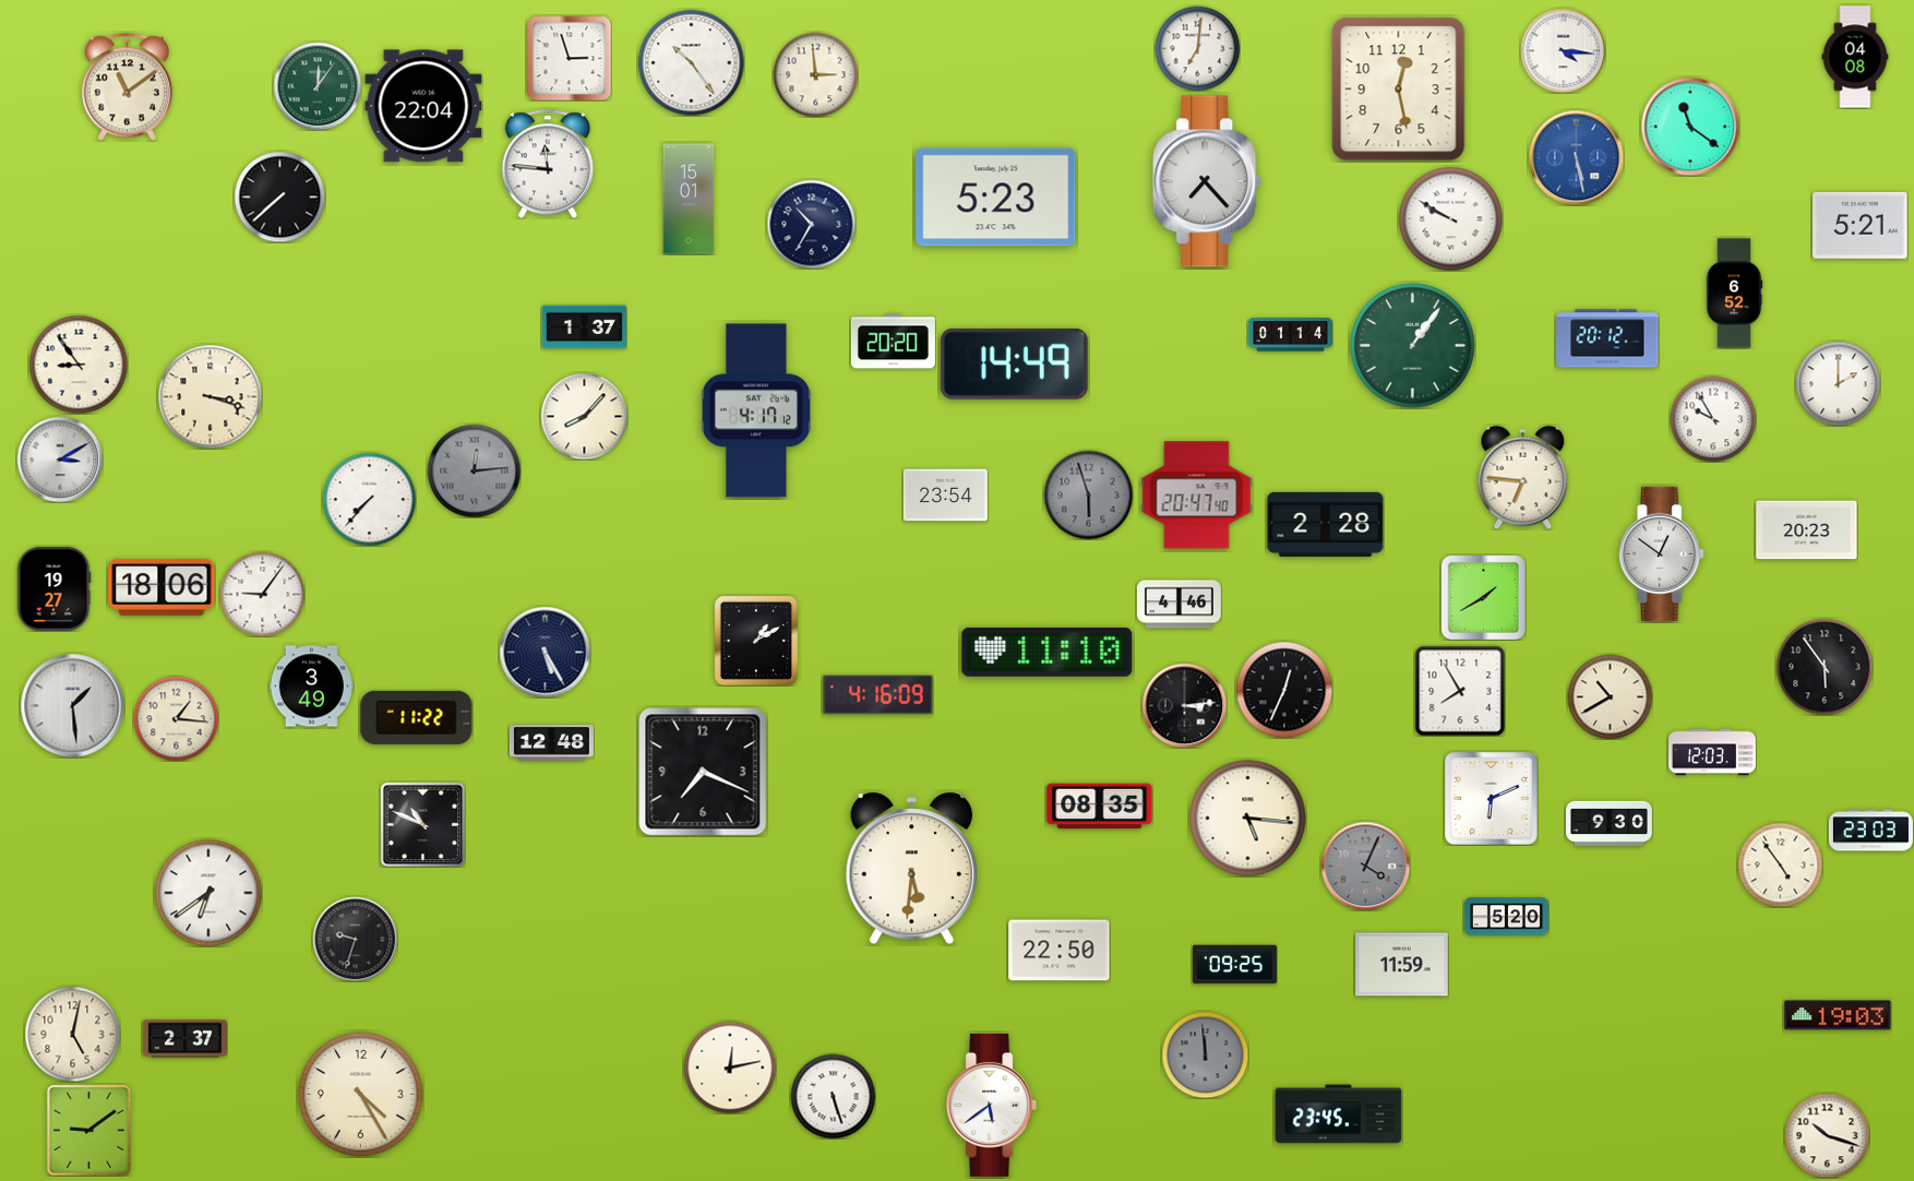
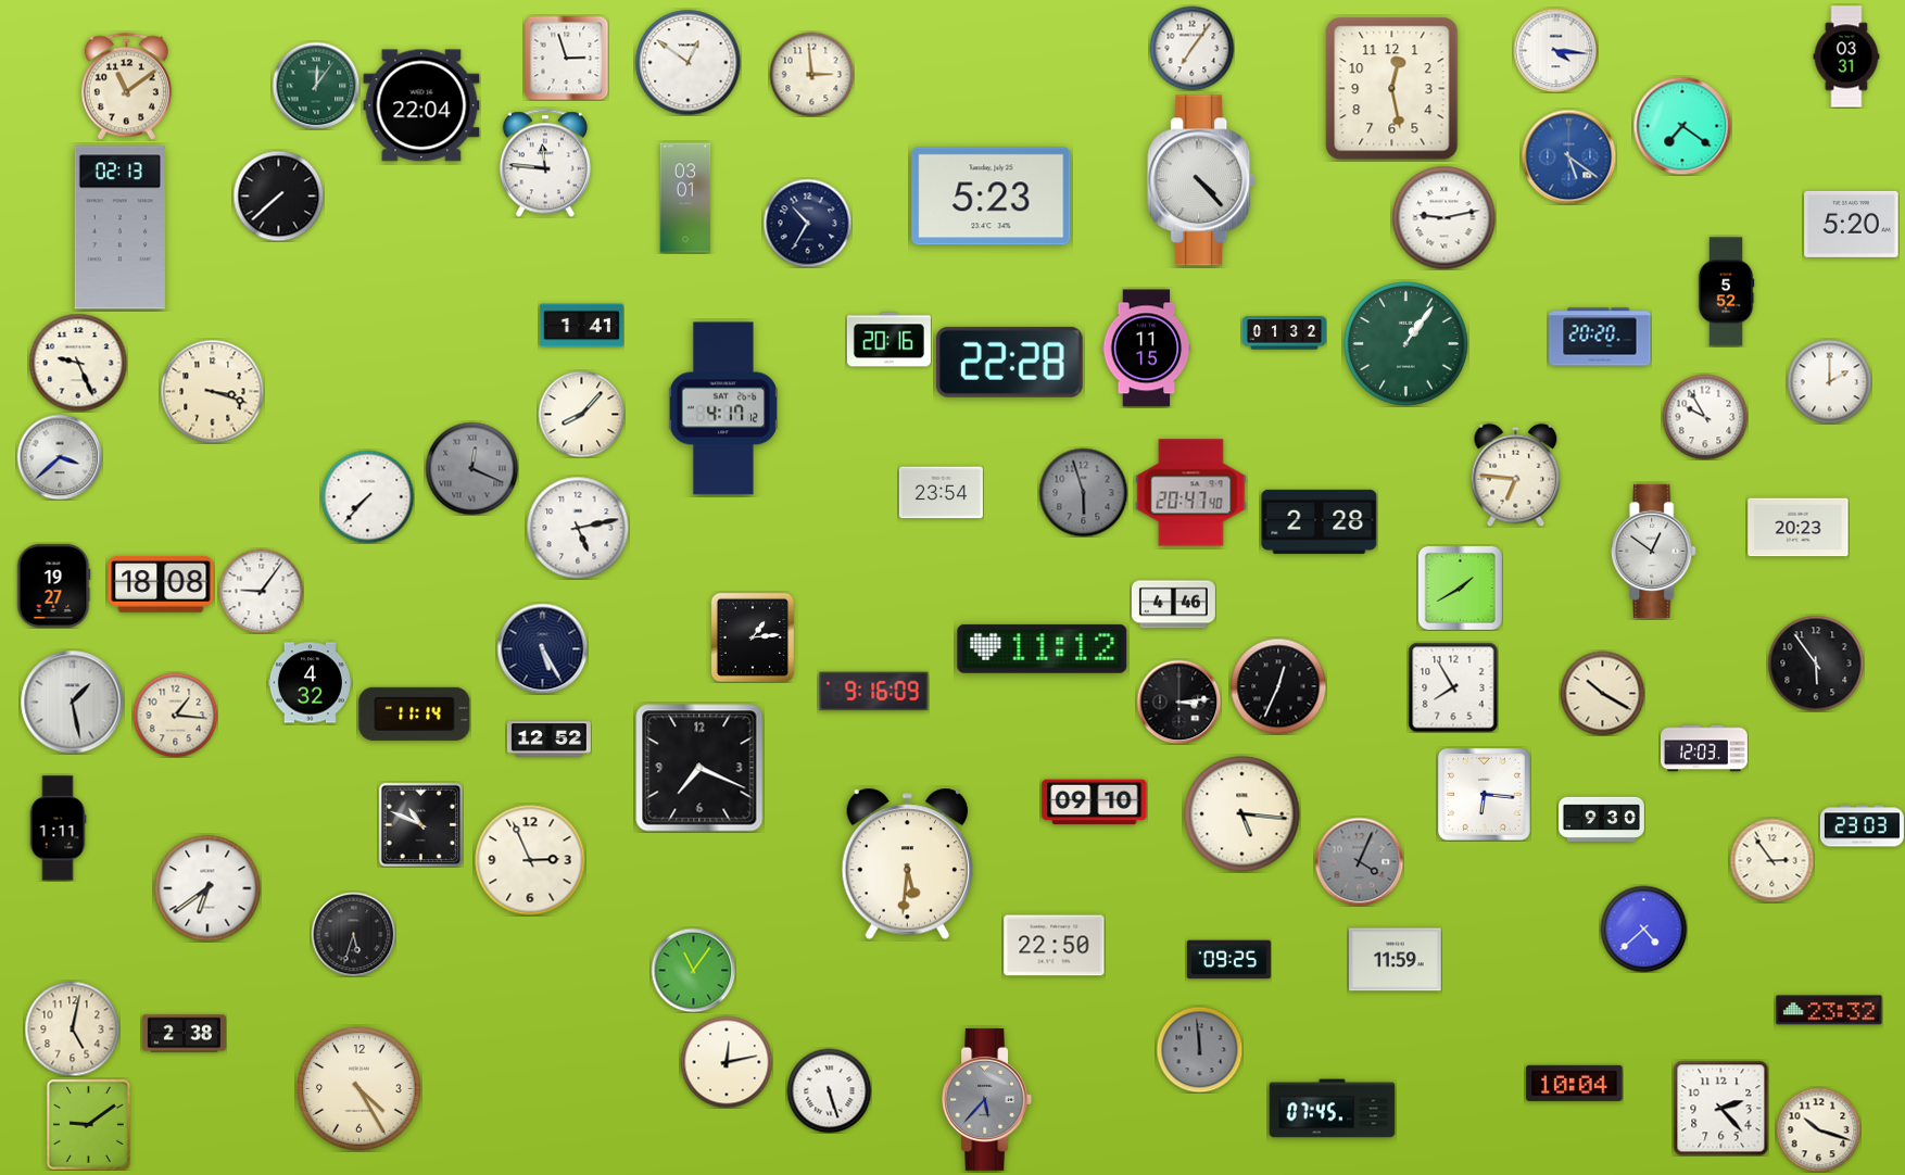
clock at (1197, 48): 7:01 -> 7:06
clock at (1855, 57): 04:08 -> 03:31
clock at (691, 62): 10:24 -> 12:51
clock at (1690, 127): 11:21 -> 7:21
clock at (1576, 157): 5:28 -> 5:21
clock at (1208, 181): 7:23 -> 4:23
clock at (689, 199): 15:01 -> 03:01
clock at (1450, 218): 9:50 -> 9:13
clock at (1861, 225): 5:21 -> 5:20
clock at (119, 228): none -> 02:13
clock at (1734, 294): 6:52 -> 5:52
clock at (584, 327): 1:37 -> 1:41
clock at (1290, 335): 01:14 -> 01:32
clock at (1607, 338): 20:12 -> 20:20
clock at (893, 342): 20:20 -> 20:16
clock at (1147, 349): none -> 11:15
clock at (1014, 363): 14:49 -> 22:28
clock at (79, 365): 8:54 -> 9:26
clock at (210, 396) position: (210, 396) -> (212, 391)
clock at (756, 410) position: (756, 410) -> (723, 408)
clock at (60, 460): 3:10 -> 3:38
clock at (474, 470): 12:14 -> 12:19
clock at (578, 528): none -> 5:13
clock at (162, 587): 18:06 -> 18:08
clock at (1483, 597) position: (1483, 597) -> (1460, 587)
clock at (1179, 605) position: (1179, 605) -> (1173, 605)
clock at (756, 640): 1:10 -> 1:14
clock at (1048, 652): 11:10 -> 11:12
clock at (311, 687): 3:49 -> 4:32
clock at (878, 695): 4:16 -> 9:16
clock at (1610, 696): 10:40 -> 10:20
clock at (72, 705): 1:29 -> 1:28
clock at (417, 717): 11:22 -> 11:14
clock at (551, 743): 12:48 -> 12:52
clock at (1492, 799): 6:11 -> 6:16
clock at (1100, 807): 08:35 -> 09:10
clock at (422, 824) position: (422, 824) -> (420, 824)
clock at (58, 829): none -> 1:11
clock at (530, 860): none -> 2:56
clock at (1780, 864): 4:54 -> 2:54
clock at (1506, 917): 5:20 -> none
clock at (1643, 928): none -> 4:38
clock at (355, 939): 9:33 -> 5:33
clock at (693, 970): none -> 11:06
clock at (1838, 1015): 19:03 -> 23:32
clock at (184, 1039): 2:37 -> 2:38
clock at (1575, 1083): none -> 10:04
clock at (992, 1105): 5:39 -> 5:37
clock at (992, 1105) dial: white -> grey
clock at (1720, 1108): none -> 2:23
clock at (1339, 1114): 23:45 -> 07:45
